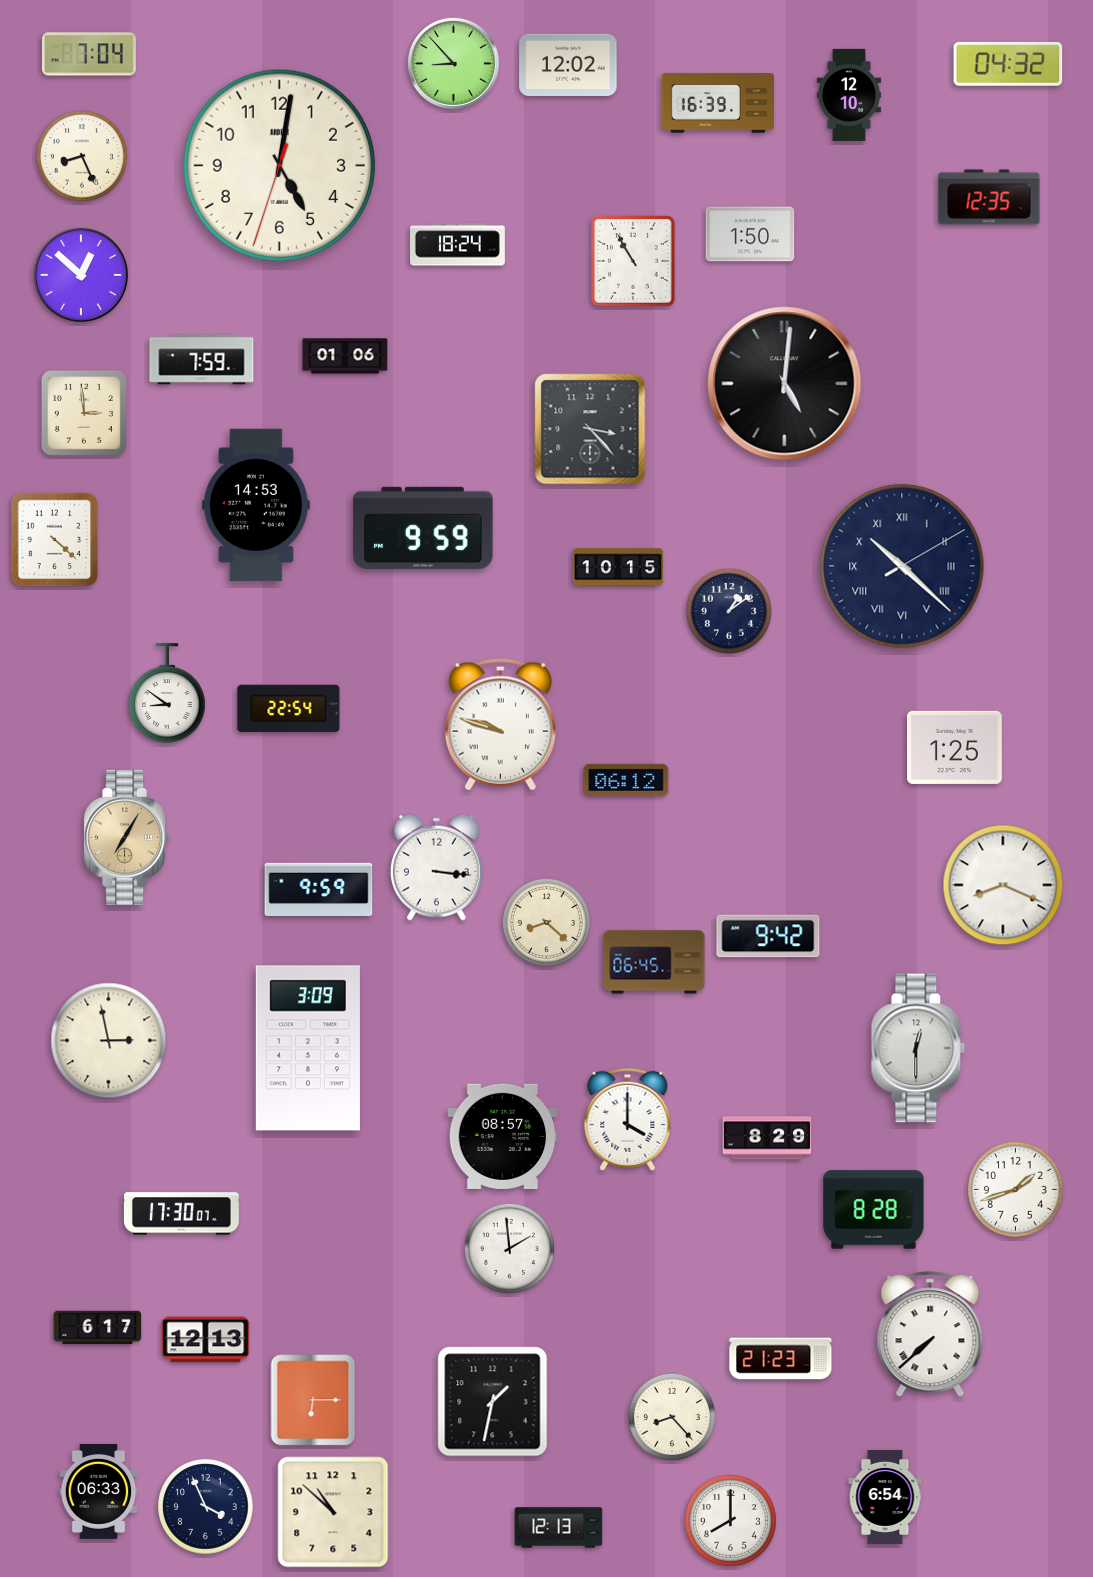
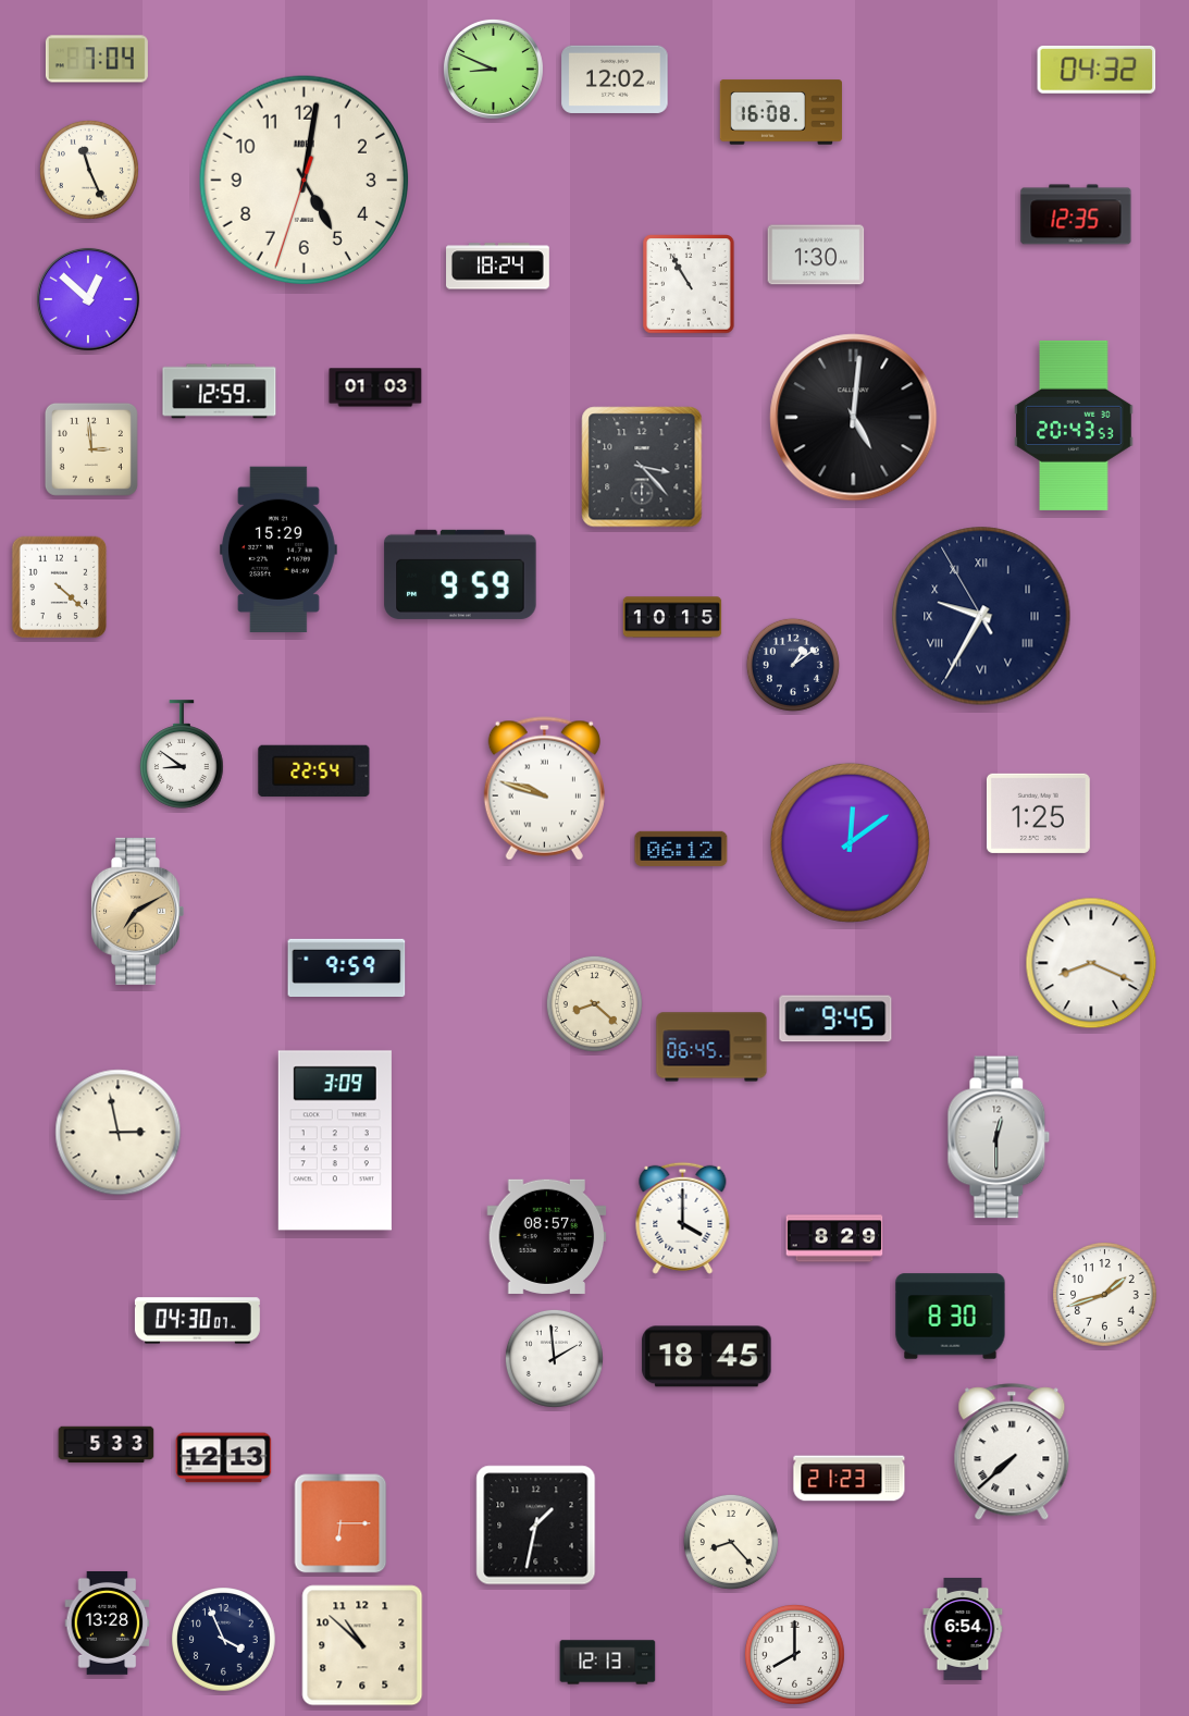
clock at (453, 63): 8:53 -> 8:49
clock at (568, 65) position: (568, 65) -> (615, 79)
clock at (849, 95): 12:10 -> none
clock at (718, 103): 16:39 -> 16:08
clock at (82, 156): 8:26 -> 11:26
clock at (750, 234): 1:50 -> 1:30
clock at (345, 356): 01:06 -> 01:03
clock at (202, 360): 7:59 -> 12:59
clock at (1074, 425): none -> 20:43
clock at (256, 505): 14:53 -> 15:29
clock at (902, 566): 10:22 -> 9:34
clock at (850, 842): none -> 12:09
clock at (126, 837): 7:05 -> 7:10
clock at (437, 867): 3:16 -> none
clock at (768, 936): 9:42 -> 9:45
clock at (918, 1048) position: (918, 1048) -> (999, 1137)
clock at (874, 1210): 8:28 -> 8:30
clock at (181, 1214): 17:30 -> 04:30
clock at (707, 1357): none -> 18:45
clock at (98, 1328): 6:17 -> 5:33
clock at (99, 1491): 06:33 -> 13:28
